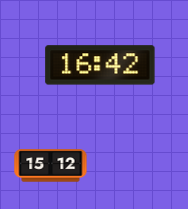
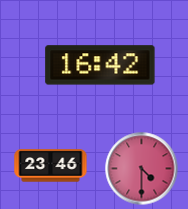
clock at (51, 166): 15:12 -> 23:46
clock at (142, 169): none -> 4:30
